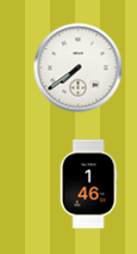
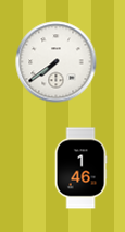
clock at (79, 68) position: (79, 68) -> (57, 62)
